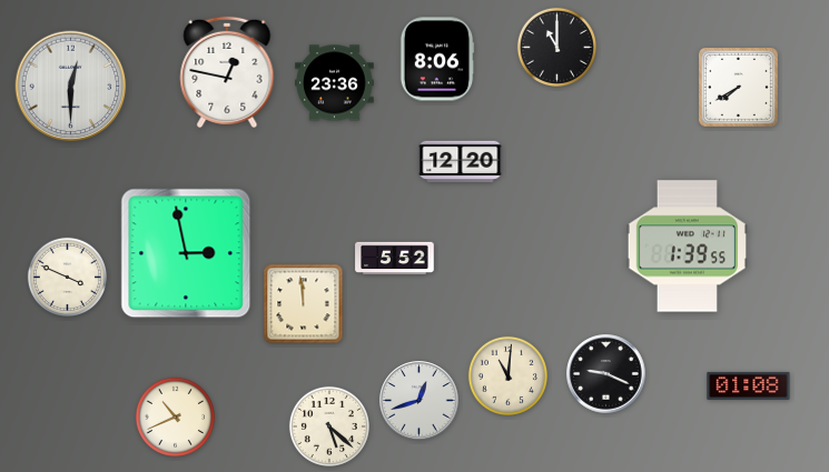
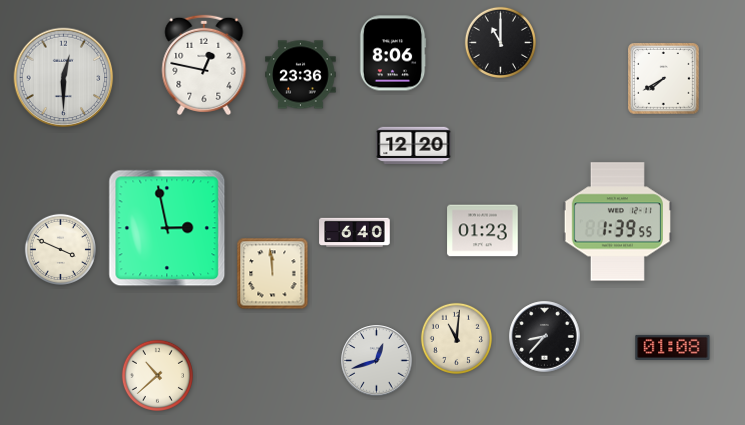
clock at (483, 231): none -> 01:23
clock at (395, 259): 5:52 -> 6:40
clock at (606, 374): 9:19 -> 8:37
clock at (175, 416): 10:41 -> 10:38
clock at (329, 426): 5:22 -> none
